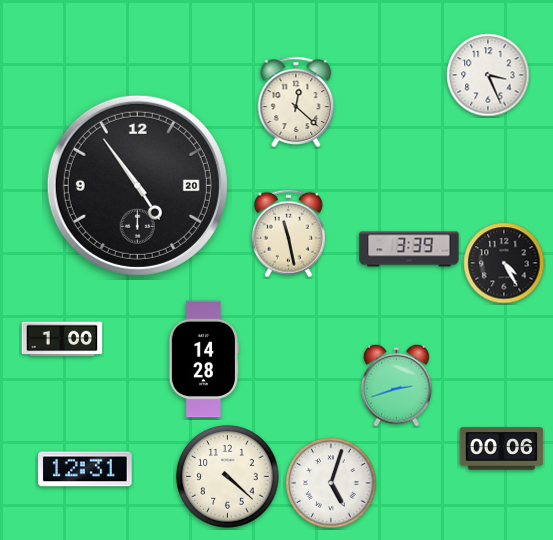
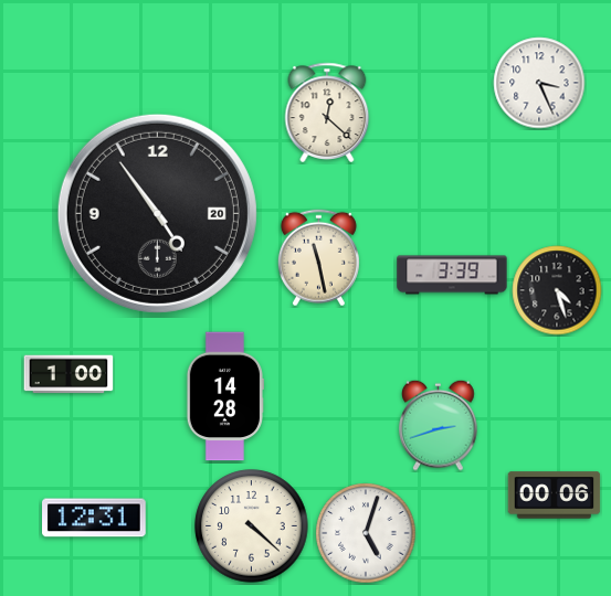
clock at (137, 185) position: (137, 185) -> (157, 213)
clock at (504, 263): 4:25 -> 4:27
